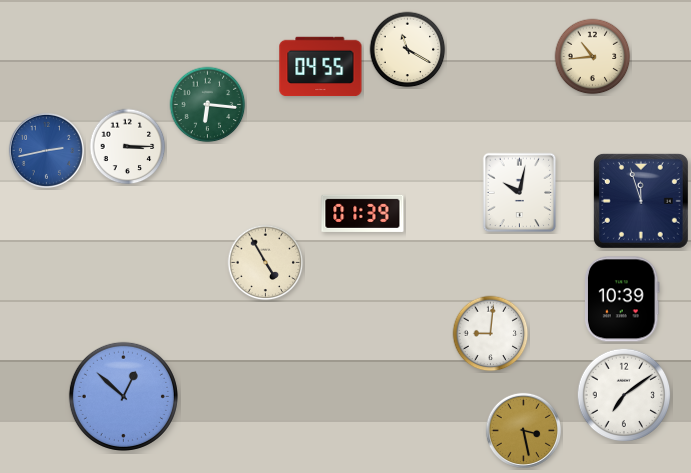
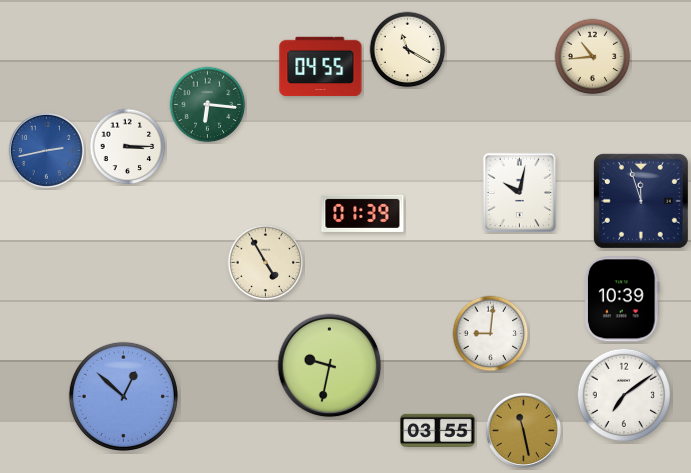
clock at (330, 366): none -> 9:32
clock at (438, 430): none -> 03:55
clock at (523, 430): 3:28 -> 11:28
